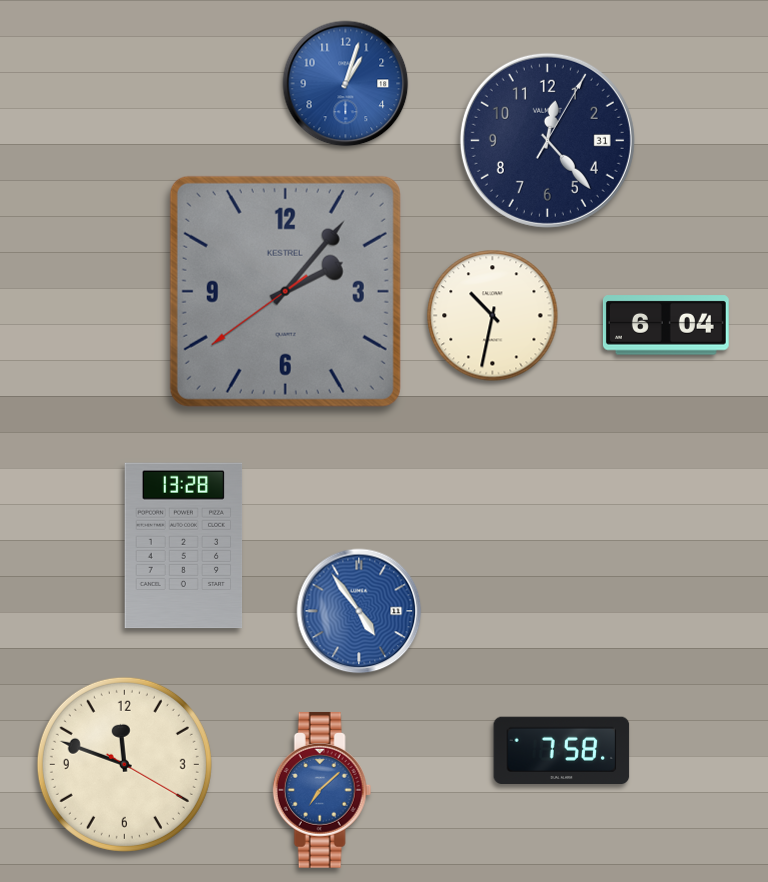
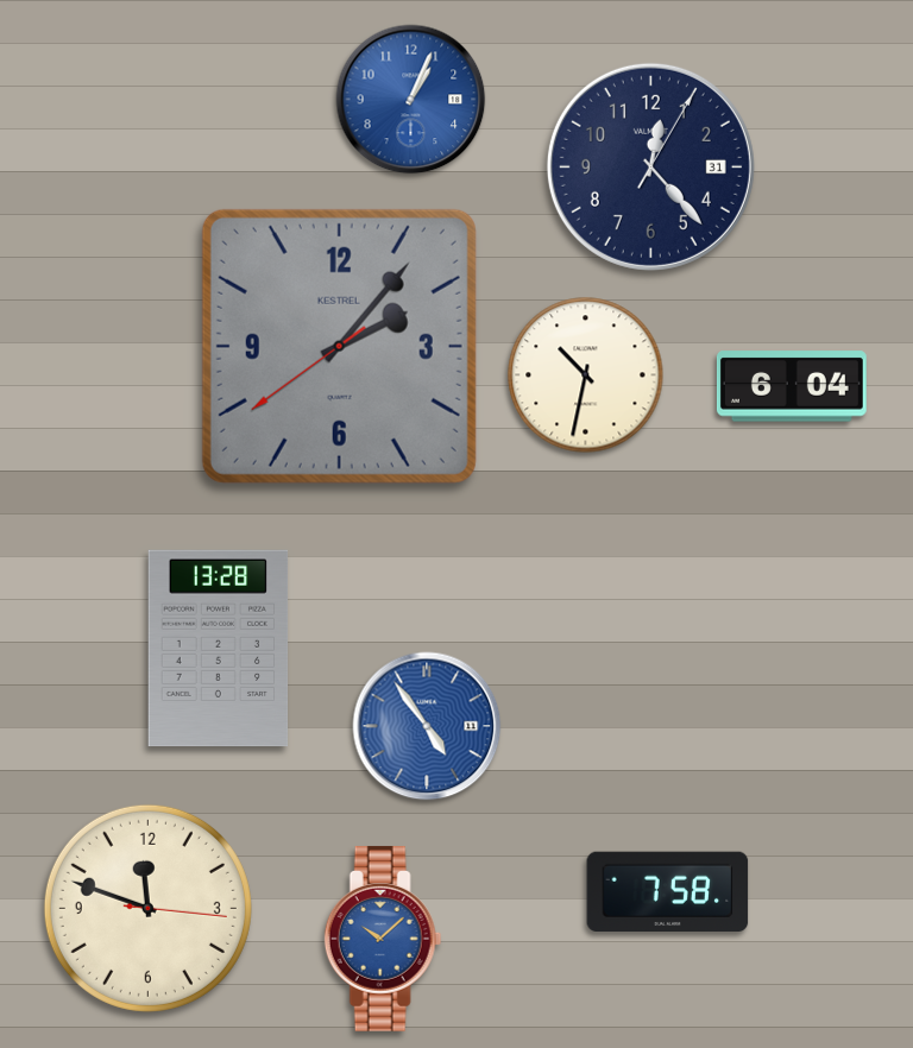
clock at (346, 84): 1:03 -> 1:04
clock at (124, 764): 11:48:20 -> 11:48:16
clock at (322, 790): 7:08 -> 10:08
